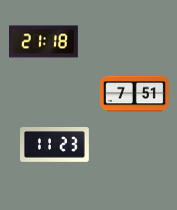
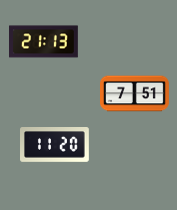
clock at (44, 42): 21:18 -> 21:13
clock at (55, 145): 11:23 -> 11:20
